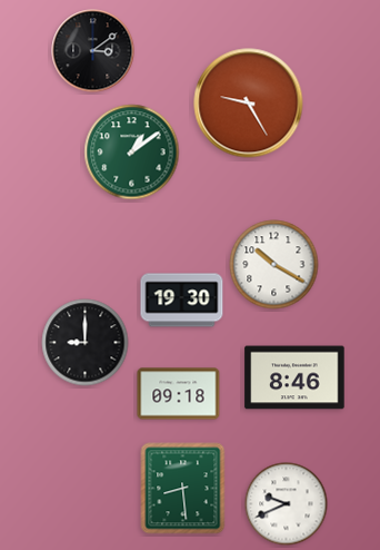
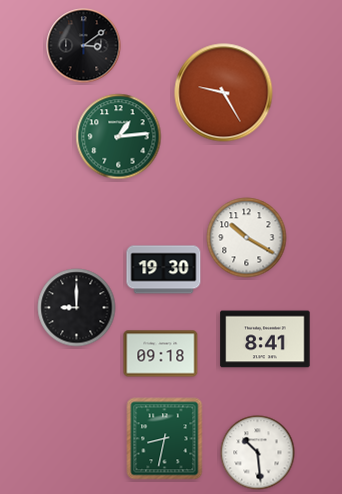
clock at (132, 153): 1:09 -> 1:14
clock at (294, 377): 8:46 -> 8:41
clock at (183, 489): 8:29 -> 8:32
clock at (287, 504): 9:41 -> 10:29
